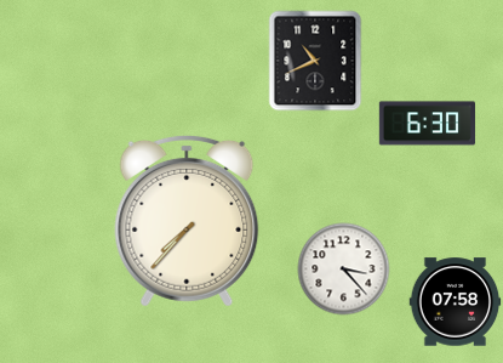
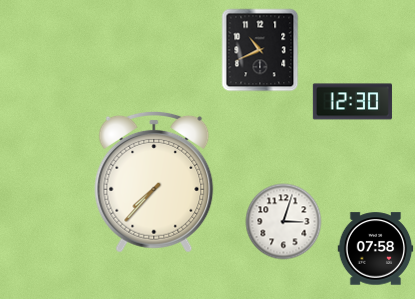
clock at (427, 124): 6:30 -> 12:30
clock at (344, 270): 3:23 -> 3:03
